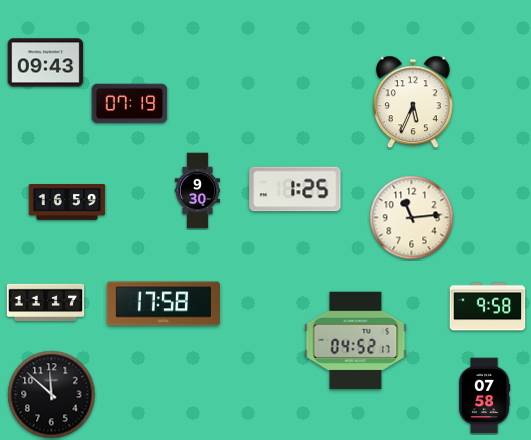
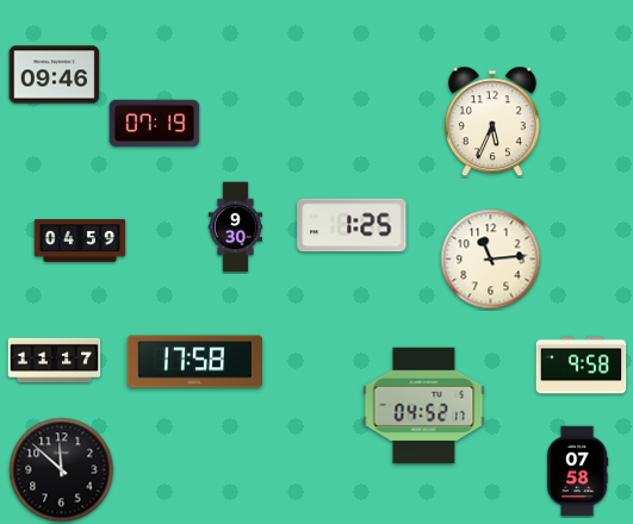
clock at (46, 63): 09:43 -> 09:46
clock at (67, 203): 16:59 -> 04:59
